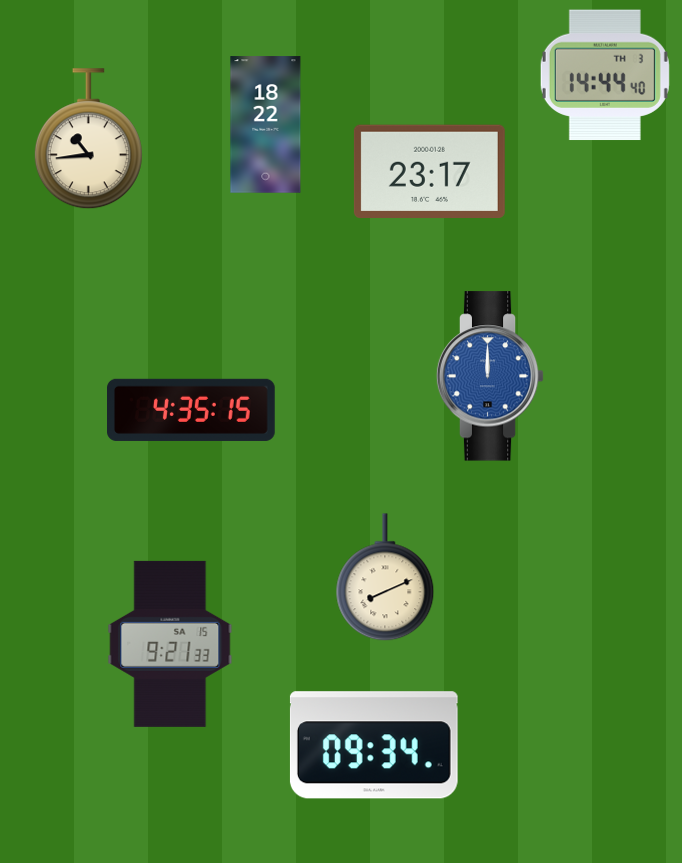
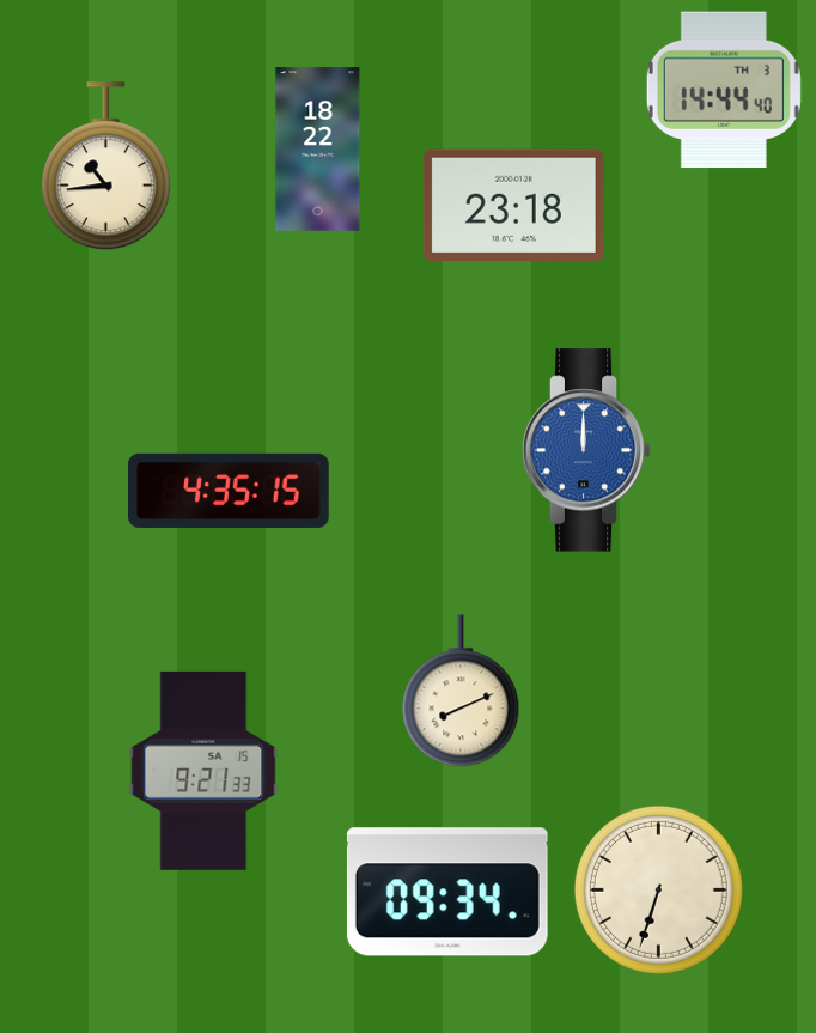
clock at (429, 171): 23:17 -> 23:18
clock at (658, 889): none -> 6:33
